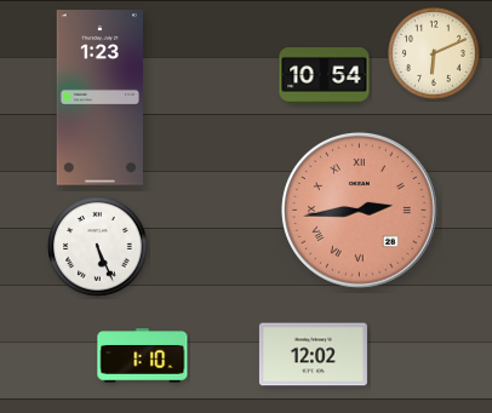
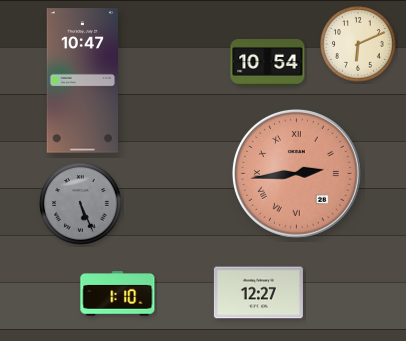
clock at (99, 98): 1:23 -> 10:47
clock at (98, 247) dial: white -> grey
clock at (313, 355): 12:02 -> 12:27
